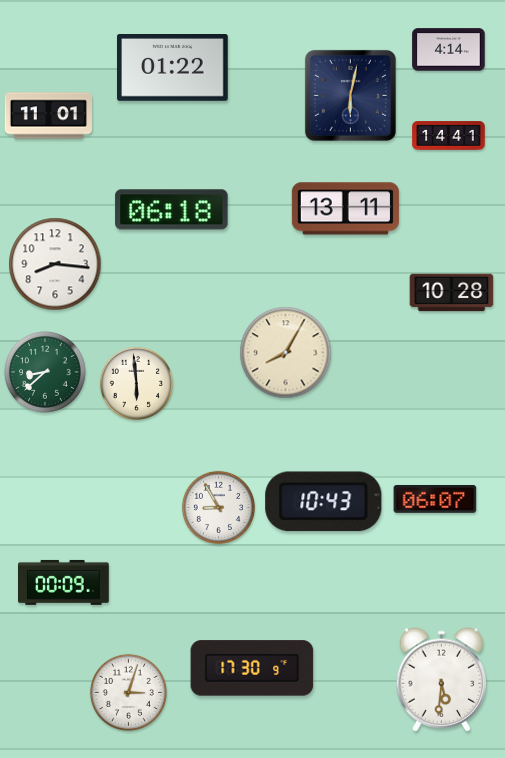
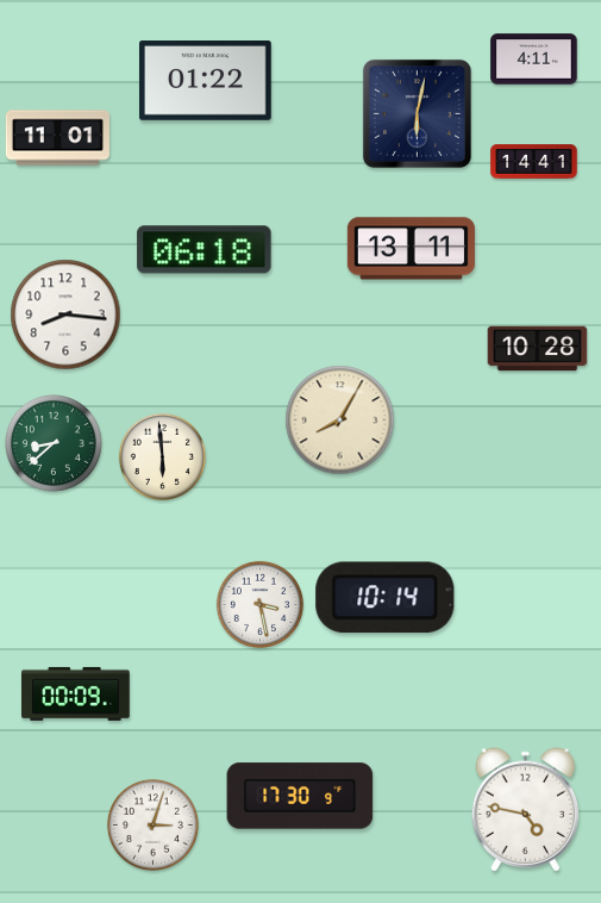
clock at (449, 50): 4:14 -> 4:11
clock at (435, 499): 06:07 -> none
clock at (324, 502): 10:43 -> 10:14
clock at (218, 507): 8:55 -> 3:28
clock at (442, 680): 5:31 -> 4:47
